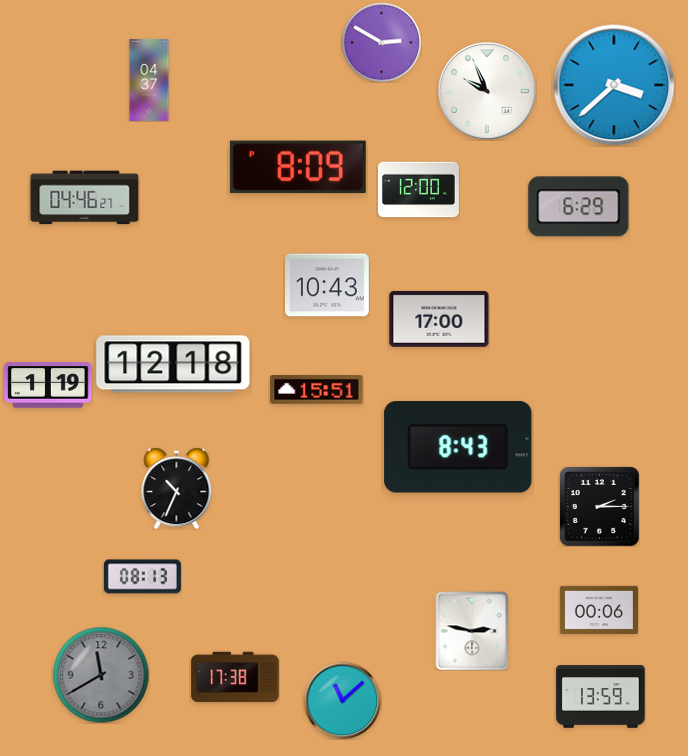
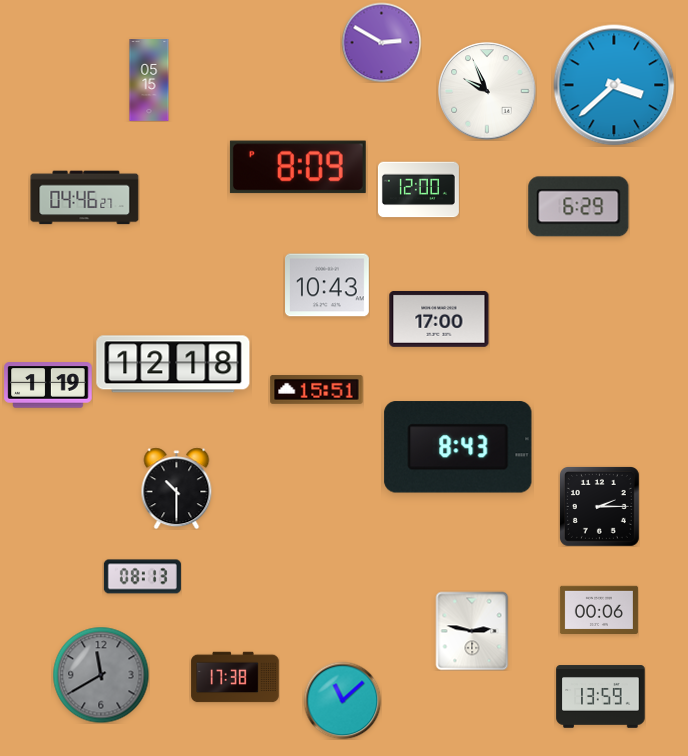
clock at (149, 81): 04:37 -> 05:15
clock at (177, 488): 10:34 -> 10:30
